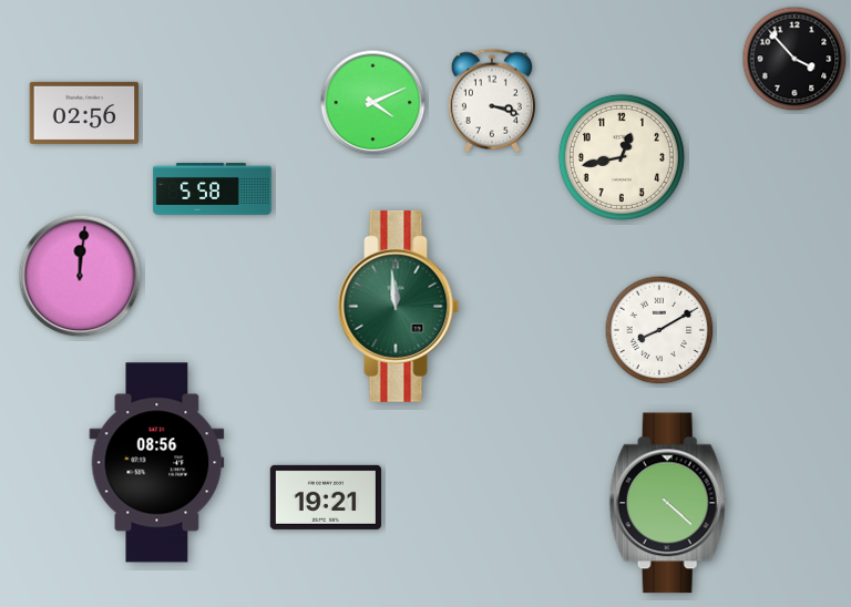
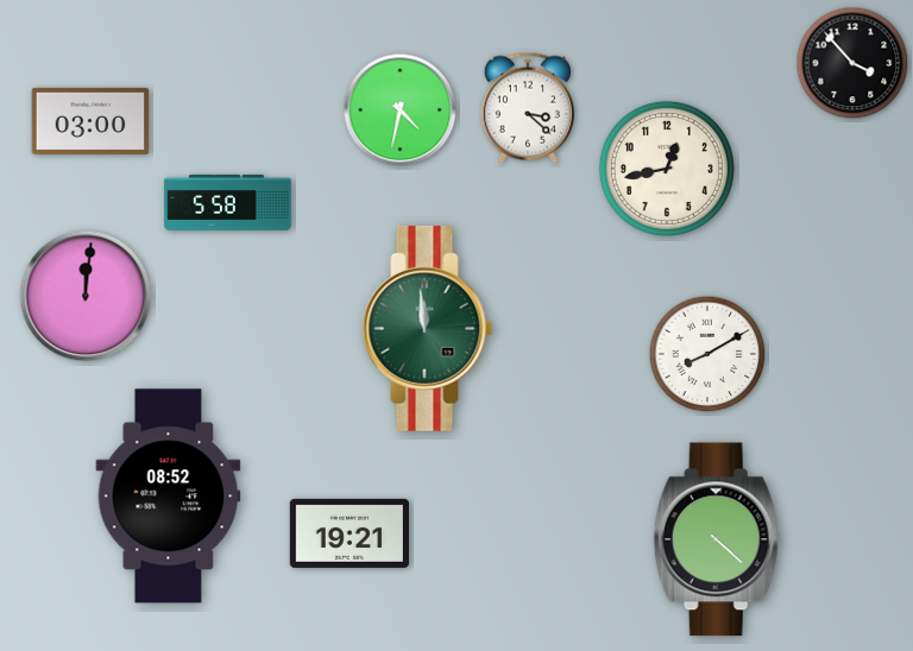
clock at (492, 101): 3:18 -> 3:22
clock at (373, 103): 4:11 -> 4:32
clock at (84, 113): 02:56 -> 03:00
clock at (157, 463): 08:56 -> 08:52
